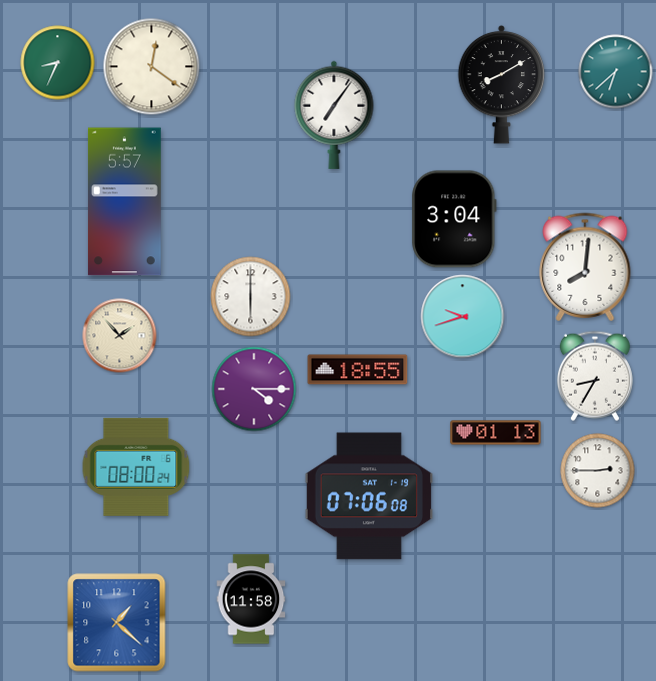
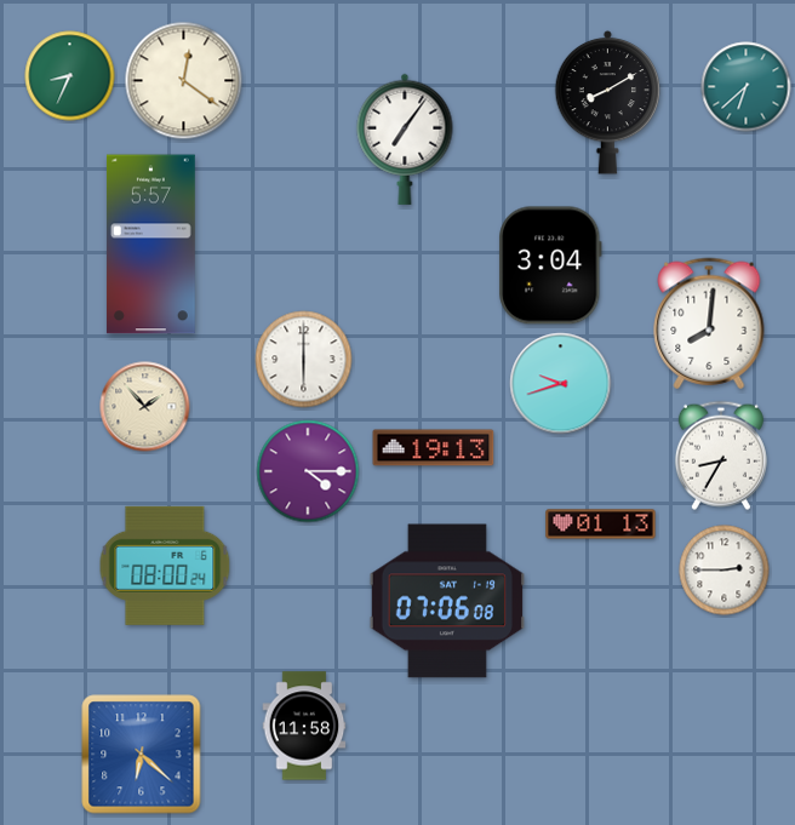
clock at (358, 370): 18:55 -> 19:13
clock at (117, 623): 1:22 -> 6:22
